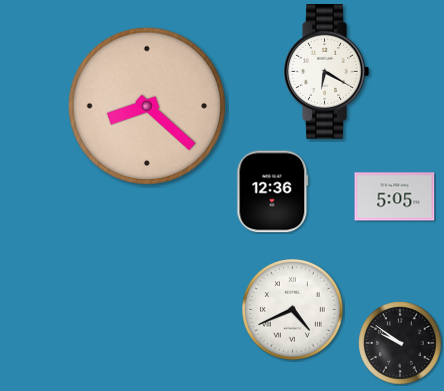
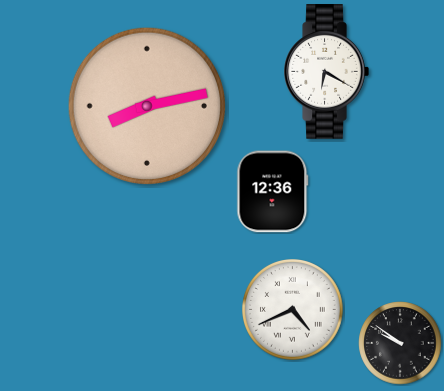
clock at (147, 106): 8:22 -> 8:13
clock at (395, 197): 5:05 -> none
